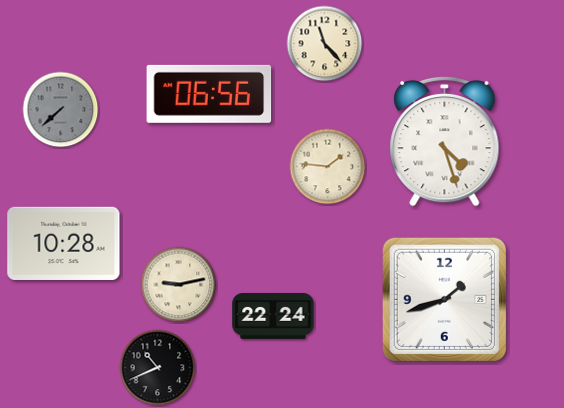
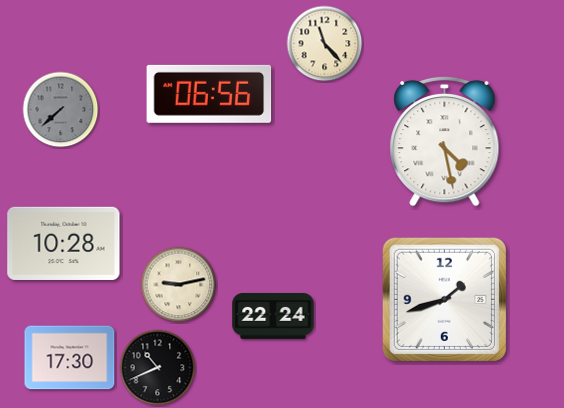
clock at (445, 141): 4:27 -> 4:28
clock at (328, 167): 1:46 -> none
clock at (70, 358): none -> 17:30
